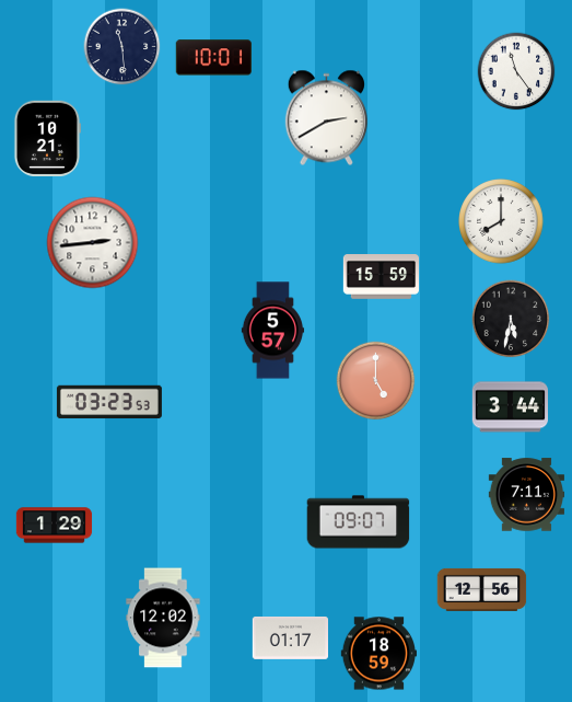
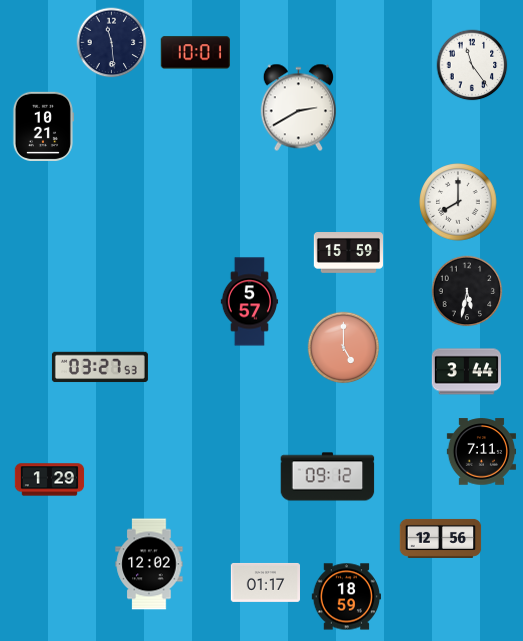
clock at (93, 243): 2:44 -> none
clock at (109, 402): 03:23 -> 03:27
clock at (359, 522): 09:07 -> 09:12
